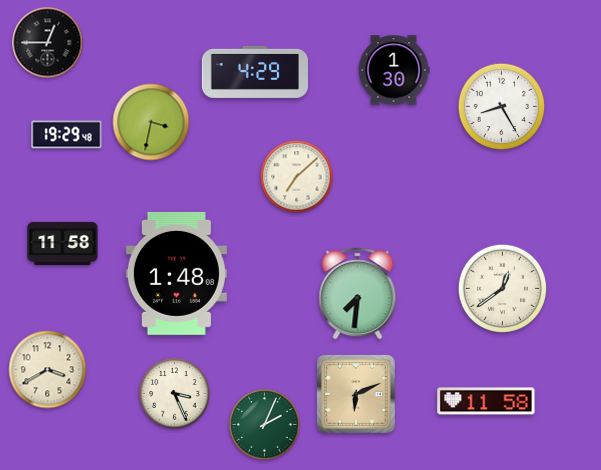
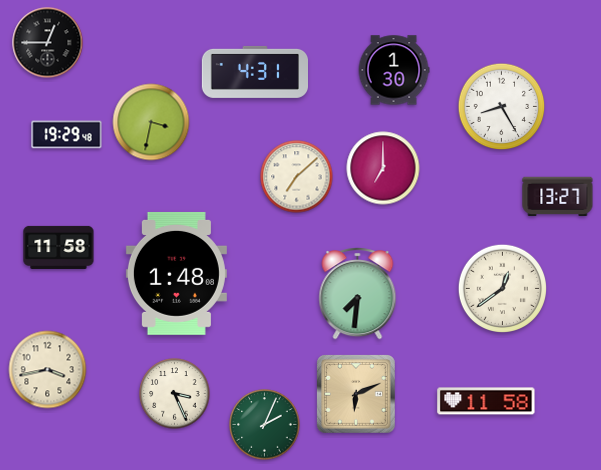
clock at (254, 72): 4:29 -> 4:31
clock at (383, 168): none -> 7:00
clock at (558, 196): none -> 13:27
clock at (63, 243) position: (63, 243) -> (59, 247)
clock at (48, 370): 3:40 -> 3:43
